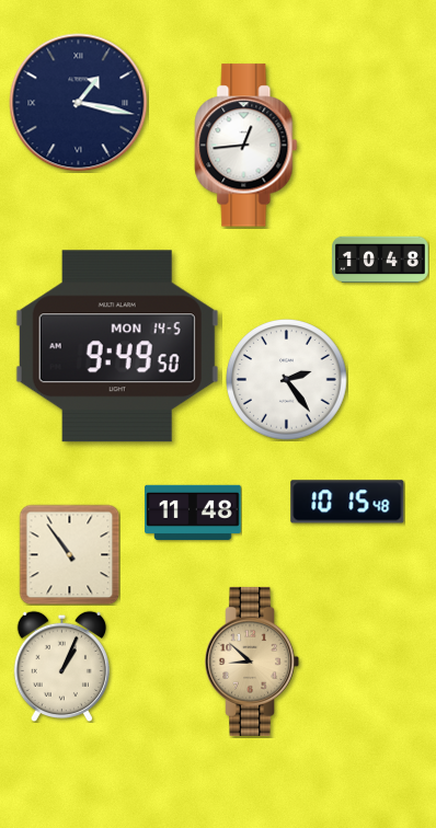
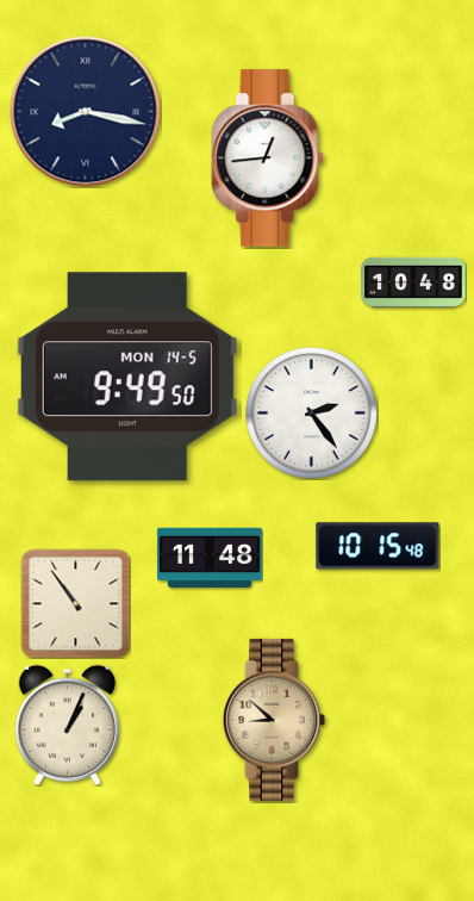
clock at (79, 103): 1:17 -> 8:17
